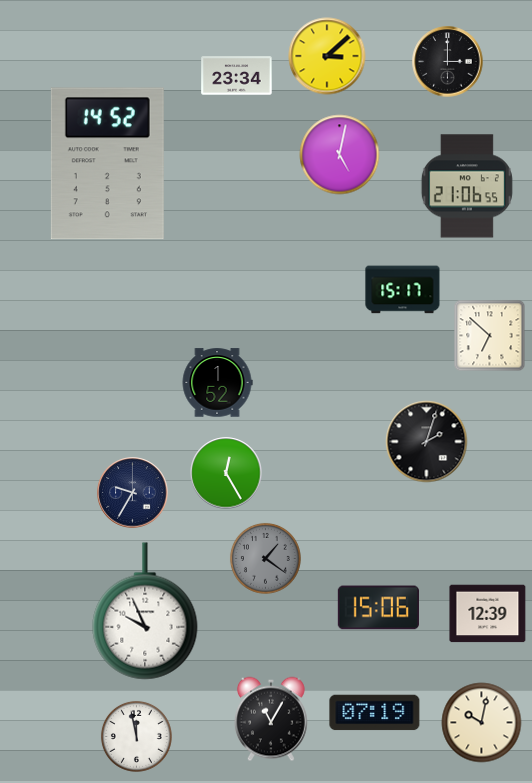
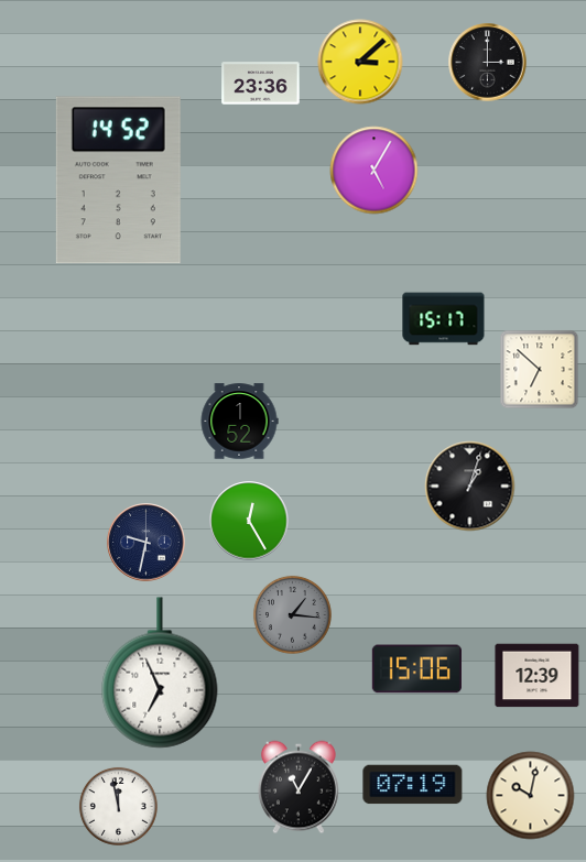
clock at (448, 62) position: (448, 62) -> (488, 63)
clock at (237, 76): 23:34 -> 23:36
clock at (340, 155): 5:02 -> 5:05
clock at (467, 186): 21:06 -> none
clock at (427, 442): 2:03 -> 1:03
clock at (133, 493): 9:35 -> 9:32
clock at (265, 558): 1:21 -> 1:16
clock at (145, 611): 9:56 -> 6:56
clock at (271, 719) position: (271, 719) -> (299, 787)
clock at (136, 736) position: (136, 736) -> (118, 806)
